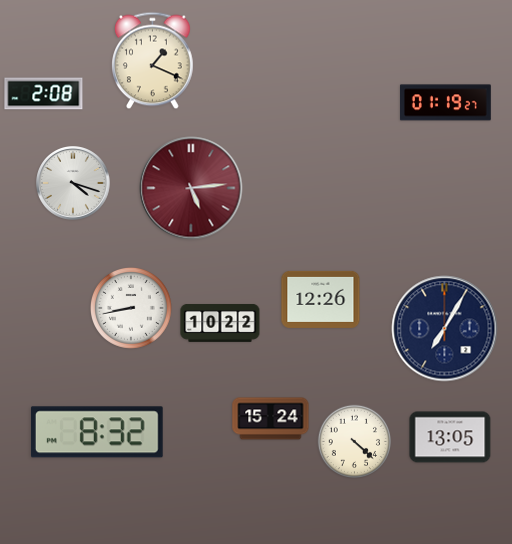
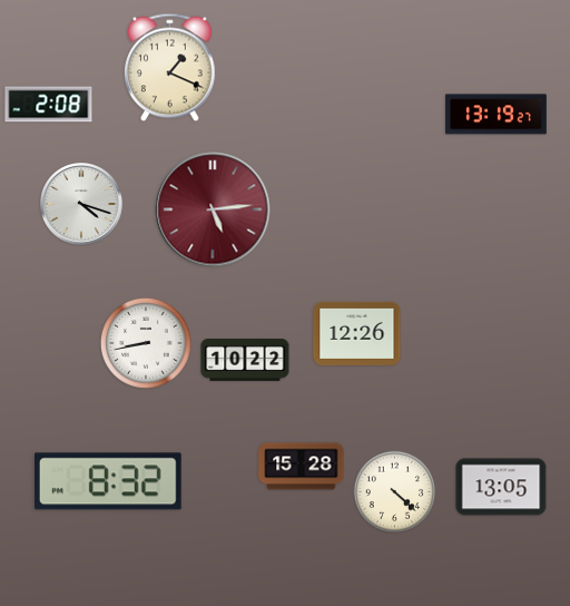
clock at (445, 103): 01:19 -> 13:19
clock at (445, 329): 7:05 -> none
clock at (271, 419): 15:24 -> 15:28
